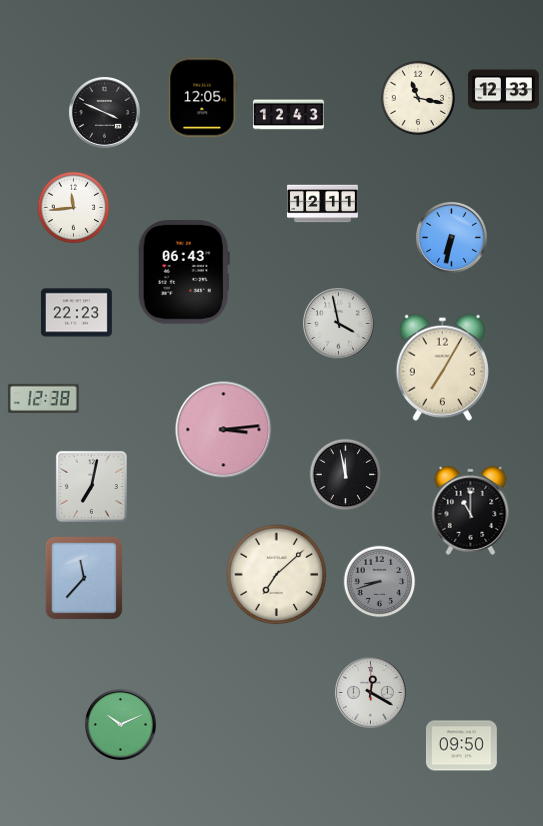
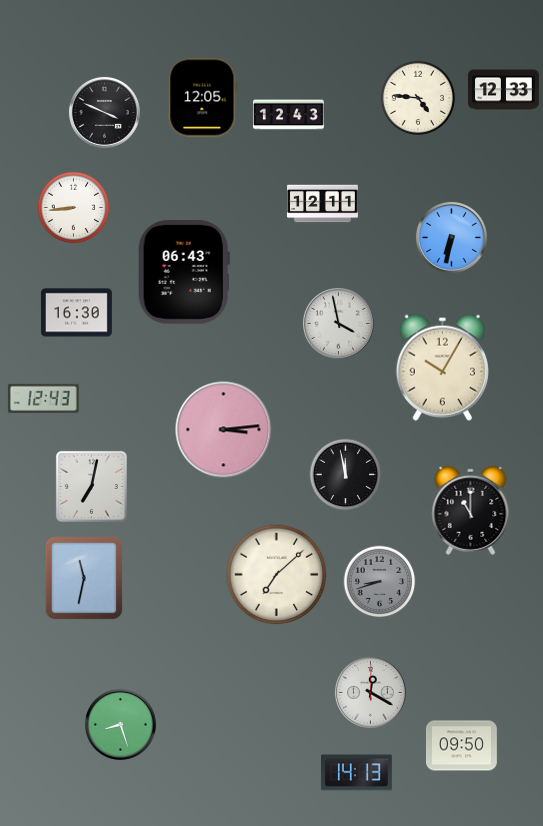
clock at (418, 98): 11:17 -> 4:46
clock at (74, 208): 11:44 -> 8:44
clock at (76, 313): 22:23 -> 16:30
clock at (442, 367): 7:05 -> 10:05
clock at (43, 398): 12:38 -> 12:43
clock at (84, 578): 11:37 -> 11:32
clock at (120, 724): 10:11 -> 8:27
clock at (356, 773): none -> 14:13
